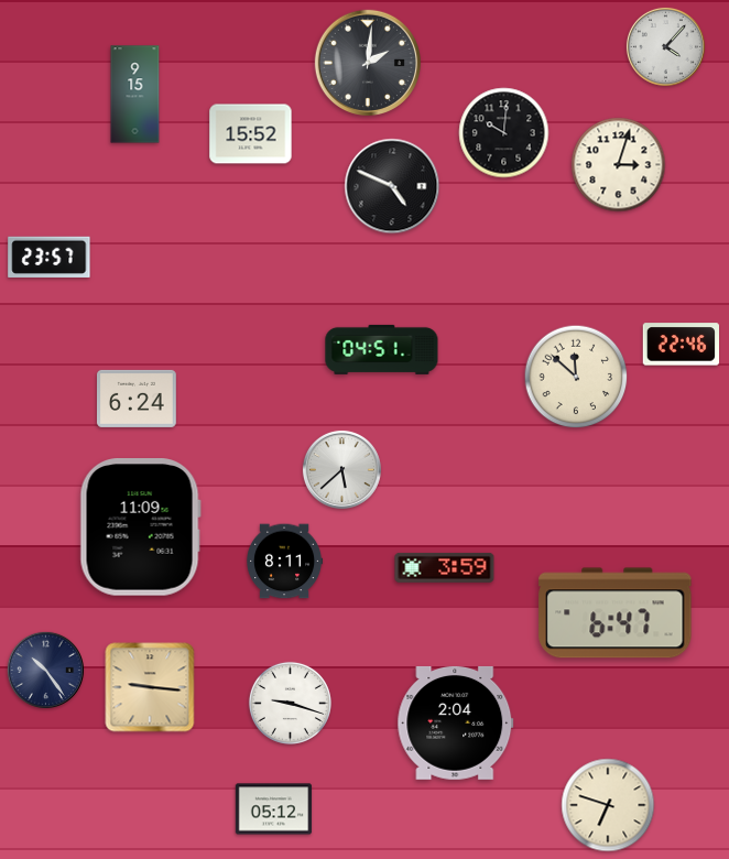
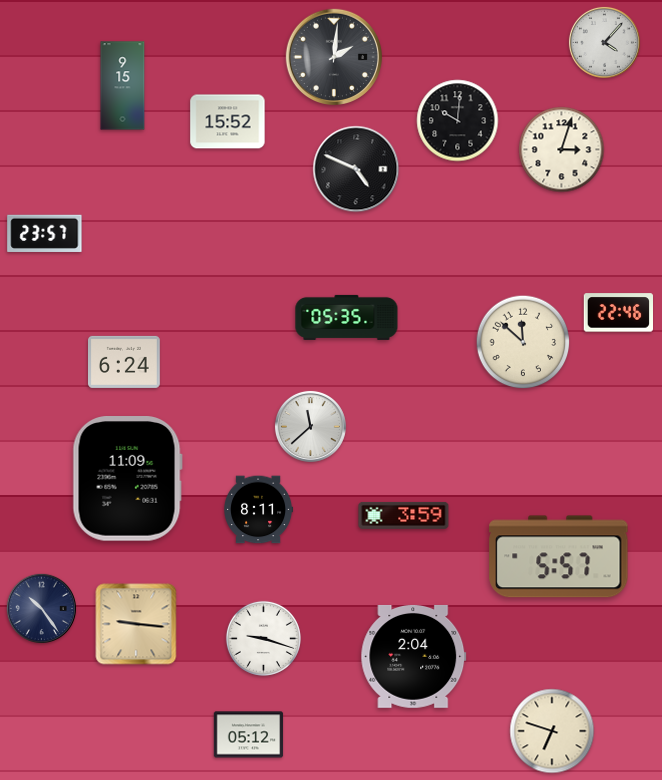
clock at (382, 349): 04:51 -> 05:35
clock at (341, 469): 5:38 -> 11:38
clock at (616, 613): 6:47 -> 5:57
